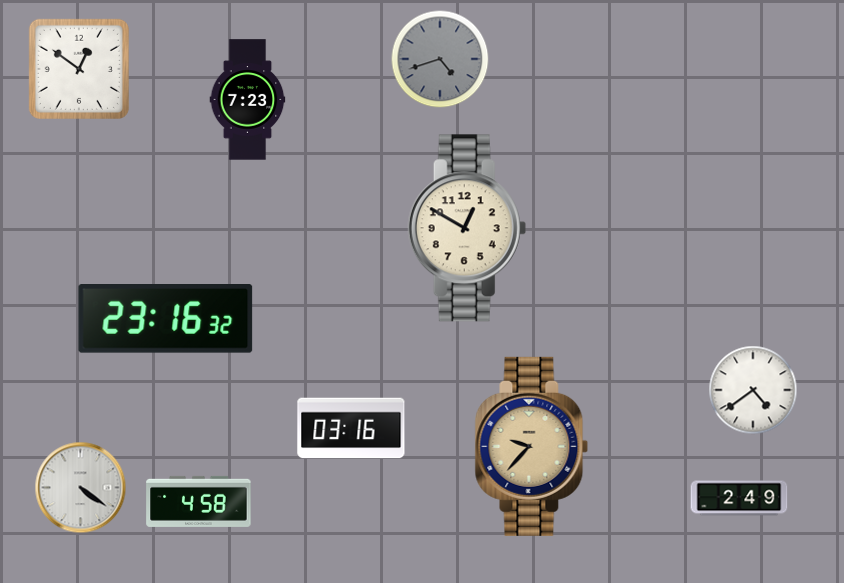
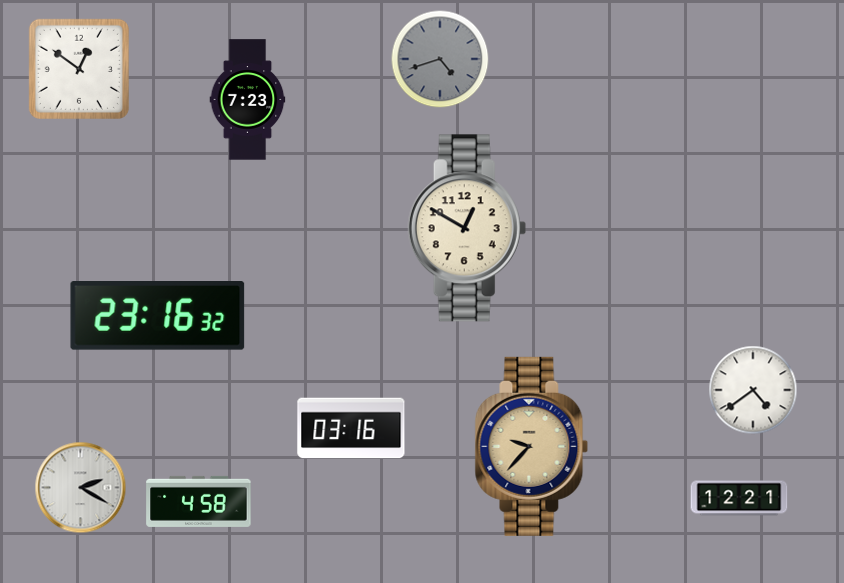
clock at (166, 319) position: (166, 319) -> (158, 316)
clock at (81, 488): 4:21 -> 2:20
clock at (739, 498): 2:49 -> 12:21
